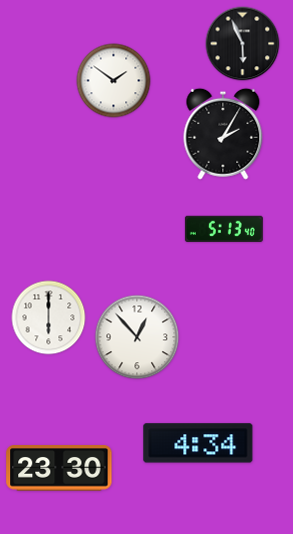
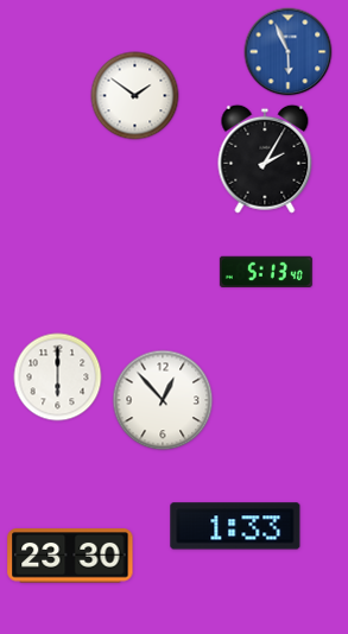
clock at (243, 44) dial: black -> blue
clock at (198, 443): 4:34 -> 1:33
